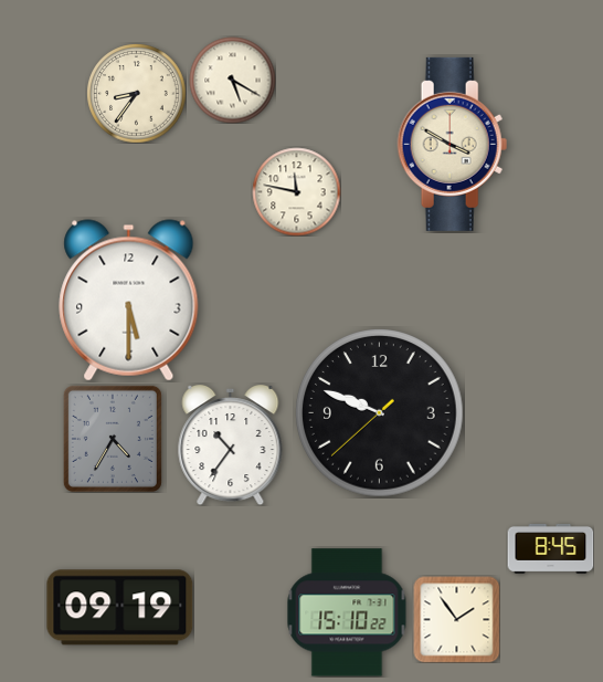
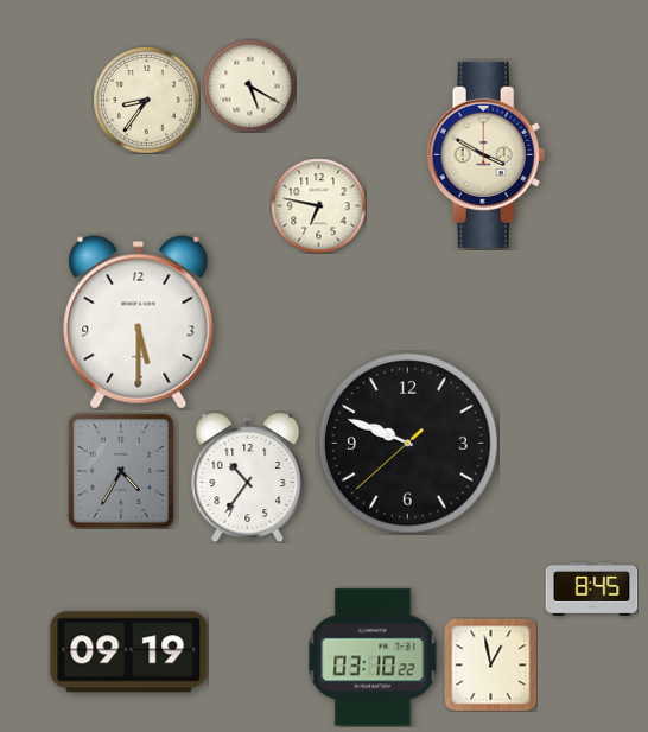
clock at (296, 191): 11:47 -> 6:47
clock at (347, 612): 15:10 -> 03:10
clock at (456, 619): 1:54 -> 12:58
